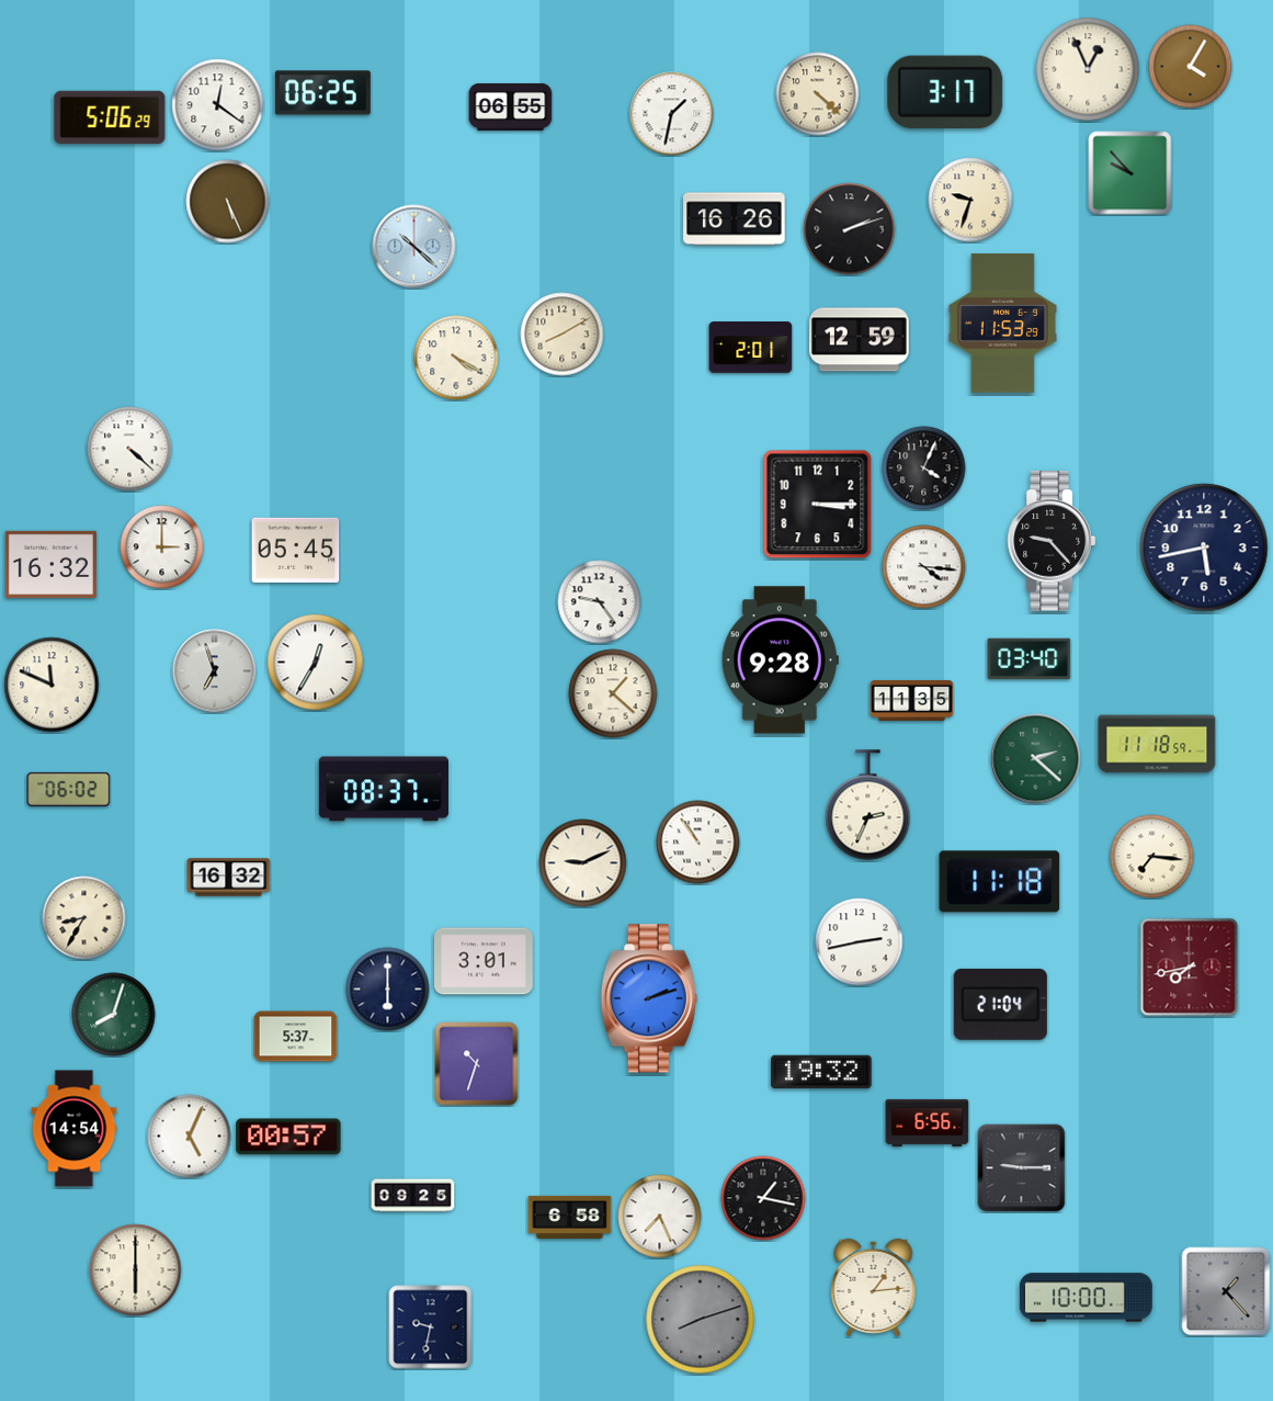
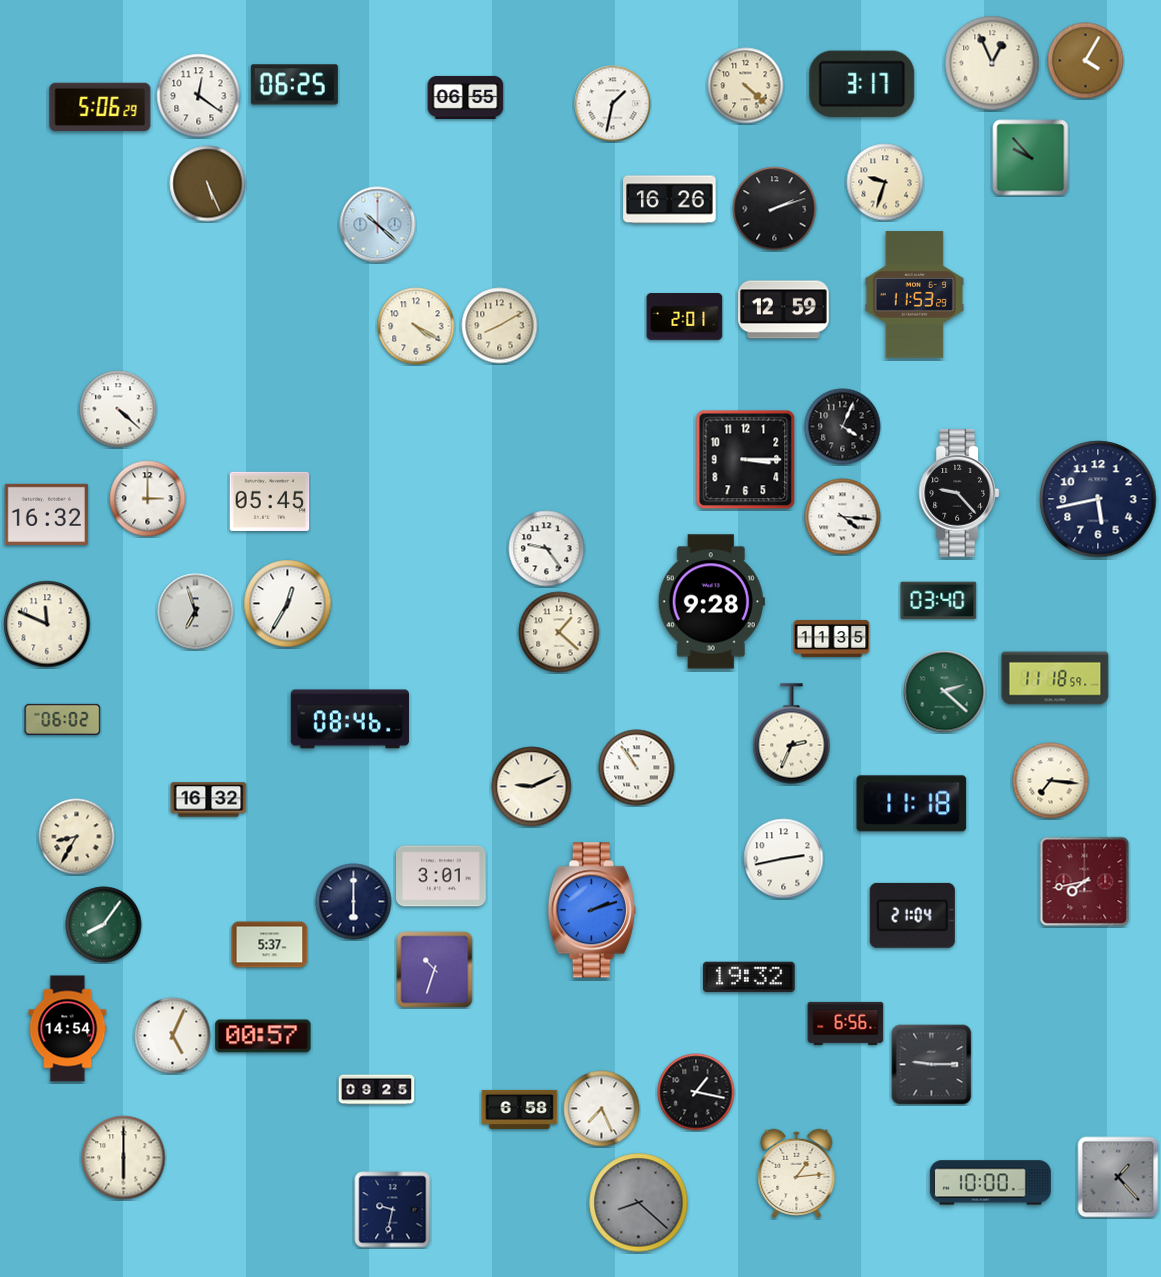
clock at (562, 335) position: (562, 335) -> (500, 326)
clock at (384, 789): 08:37 -> 08:46
clock at (114, 1015): 8:03 -> 8:06
clock at (701, 1320): 8:12 -> 8:22
